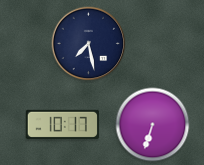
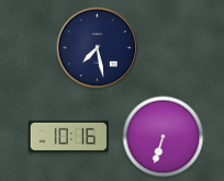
clock at (62, 124): 10:17 -> 10:16
clock at (153, 125) position: (153, 125) -> (164, 137)
